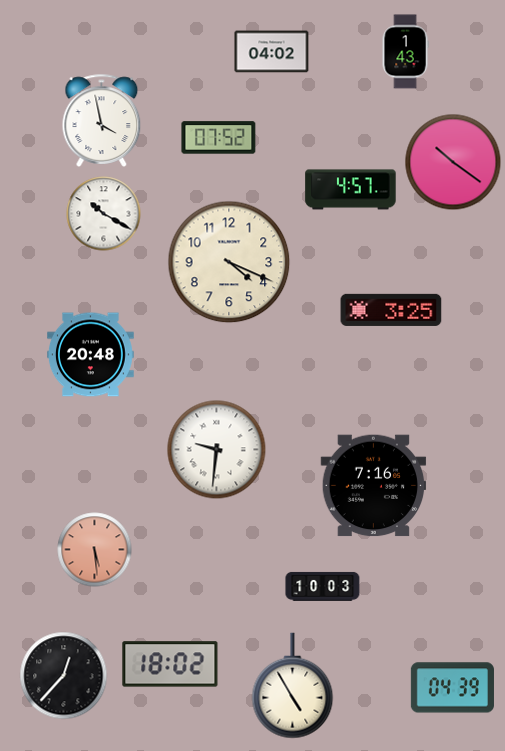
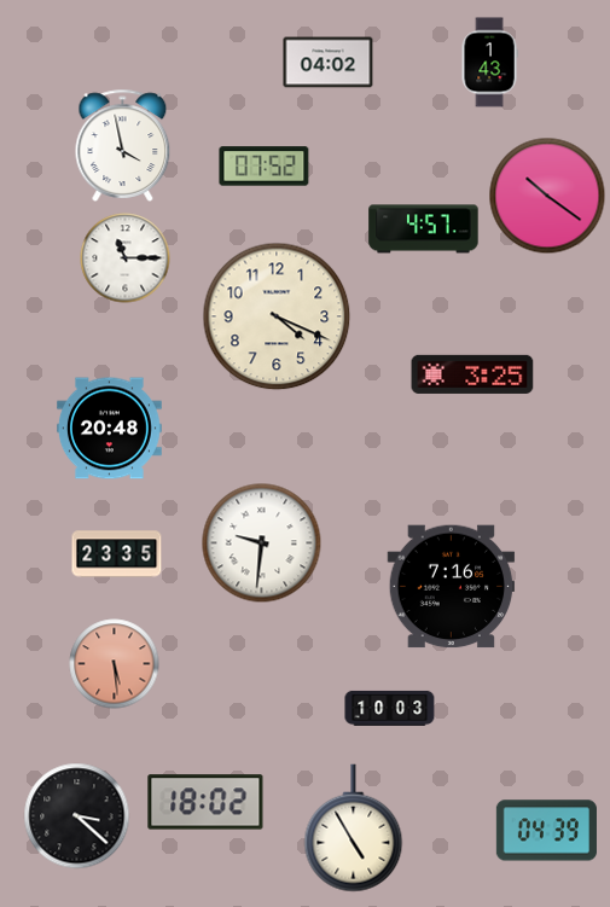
clock at (104, 214): 10:20 -> 11:15
clock at (117, 554): none -> 23:35
clock at (64, 676): 12:37 -> 3:22
